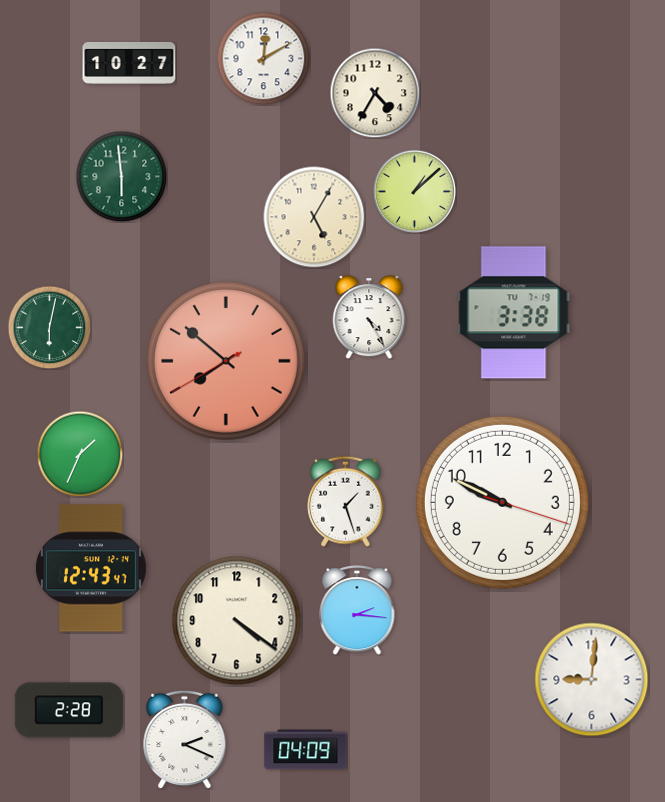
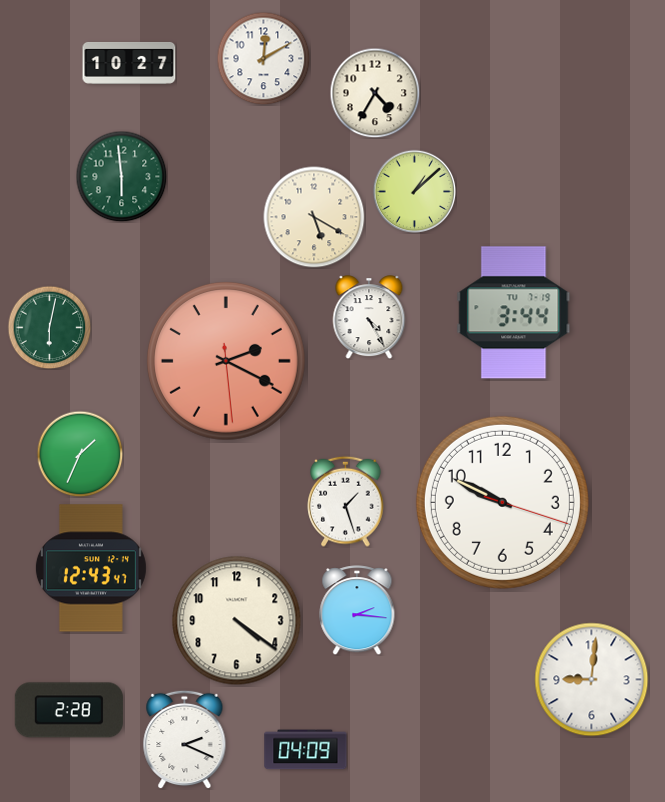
clock at (314, 217): 5:05 -> 5:20
clock at (514, 313): 3:38 -> 3:44
clock at (226, 361): 7:51 -> 2:19
